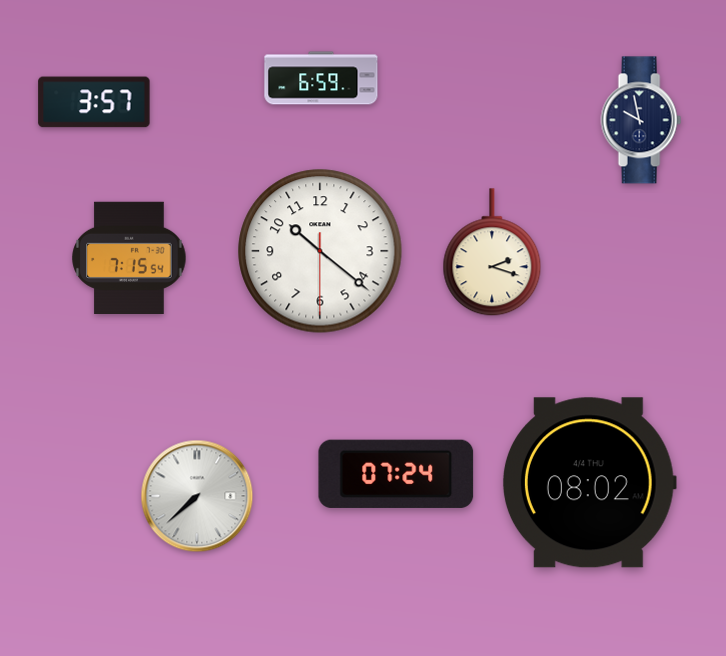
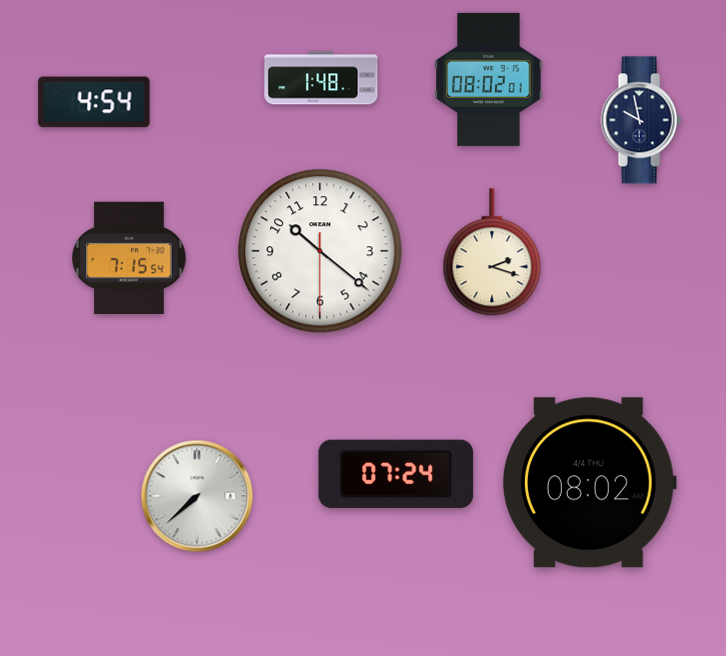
clock at (321, 78): 6:59 -> 1:48
clock at (489, 79): none -> 08:02
clock at (94, 102): 3:57 -> 4:54
